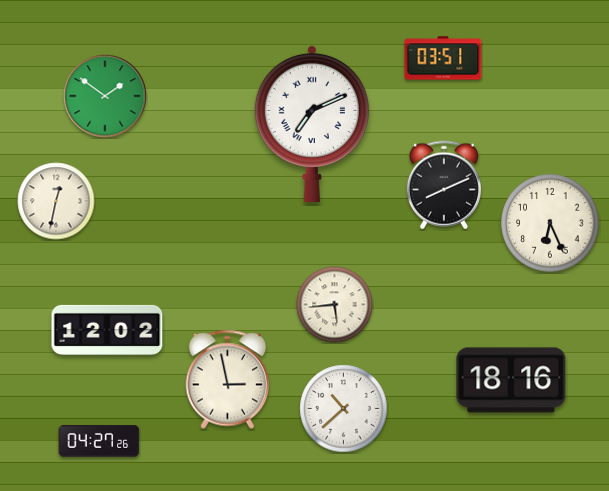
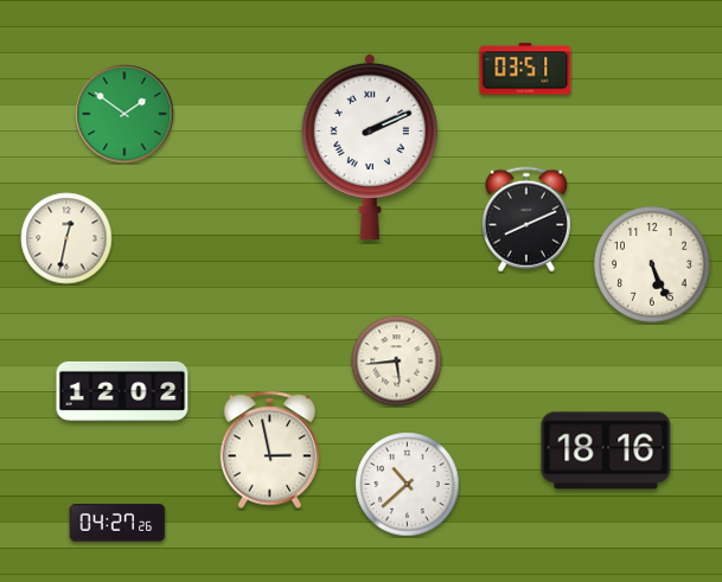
clock at (312, 123): 7:11 -> 2:11
clock at (550, 223): 6:26 -> 5:26
clock at (107, 330) position: (107, 330) -> (122, 391)
